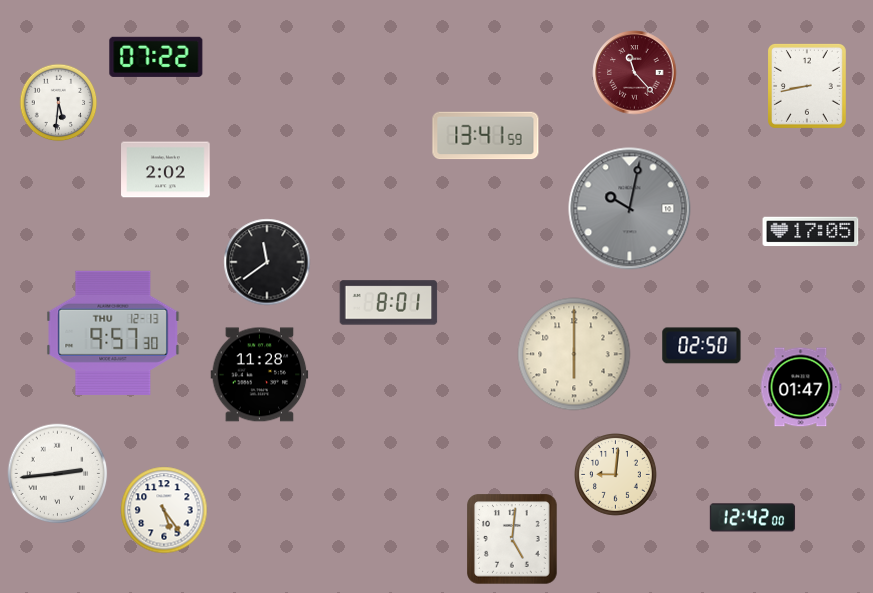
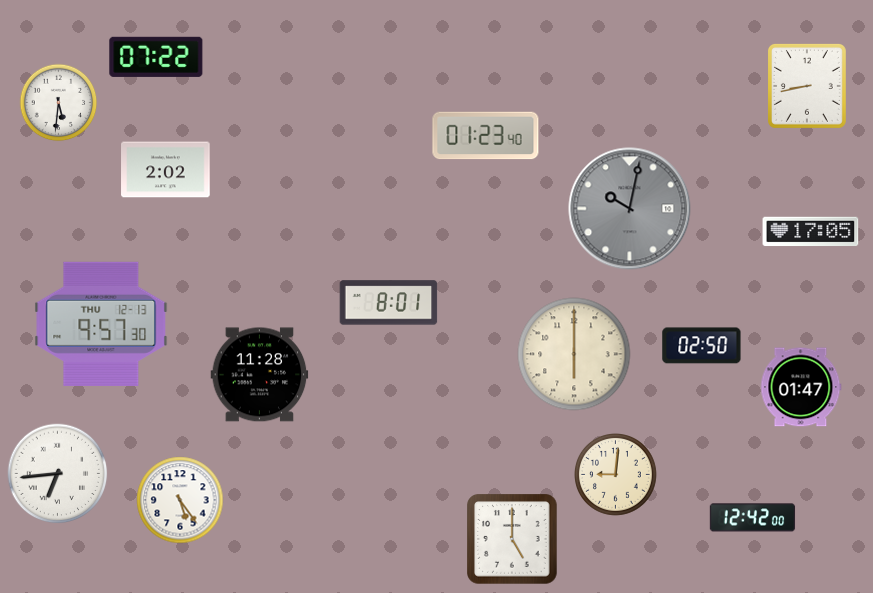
clock at (635, 73): 11:23 -> none
clock at (486, 136): 13:41 -> 01:23
clock at (267, 262): 11:39 -> none
clock at (113, 333) position: (113, 333) -> (101, 324)
clock at (58, 474): 2:44 -> 6:44
clock at (164, 510) position: (164, 510) -> (180, 500)
clock at (512, 539): 5:01 -> 5:00
